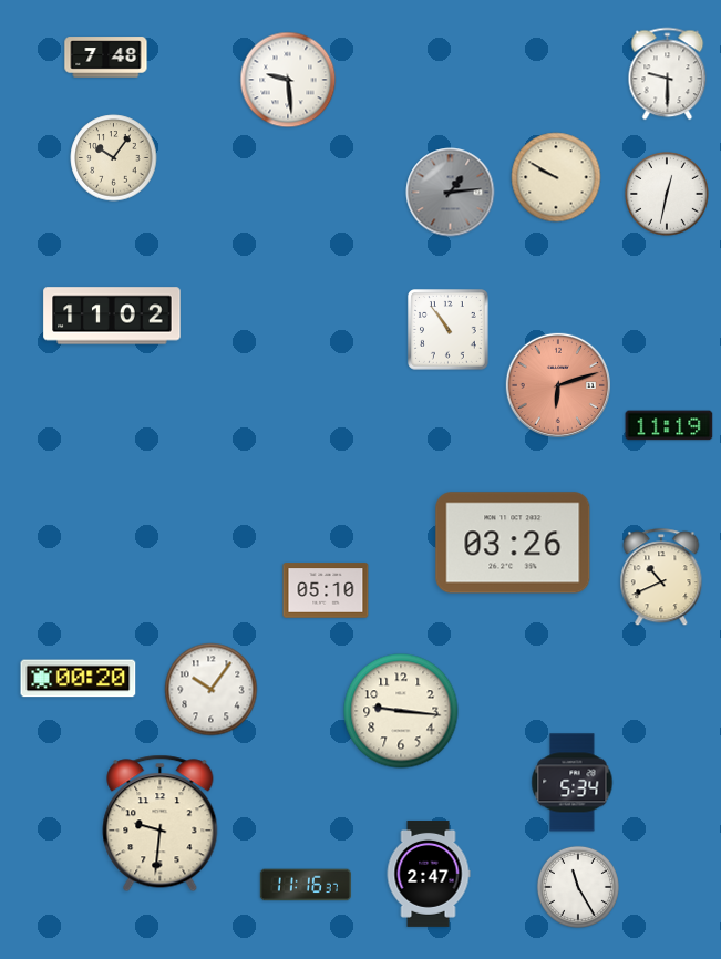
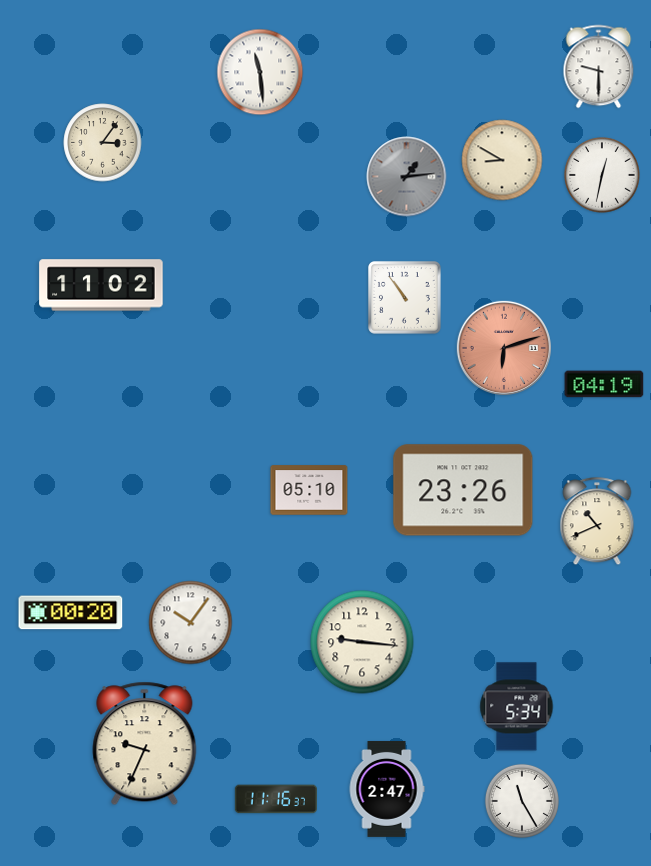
clock at (106, 58): 7:48 -> none
clock at (668, 74) position: (668, 74) -> (599, 67)
clock at (288, 80): 9:29 -> 11:29
clock at (114, 158): 10:06 -> 3:06
clock at (556, 177): 9:50 -> 8:50
clock at (451, 193) position: (451, 193) -> (407, 177)
clock at (669, 425): 11:19 -> 04:19
clock at (513, 543): 03:26 -> 23:26
clock at (326, 590) position: (326, 590) -> (309, 490)
clock at (161, 824): 9:31 -> 9:34
